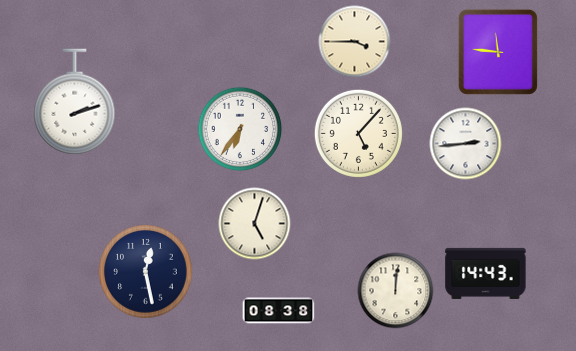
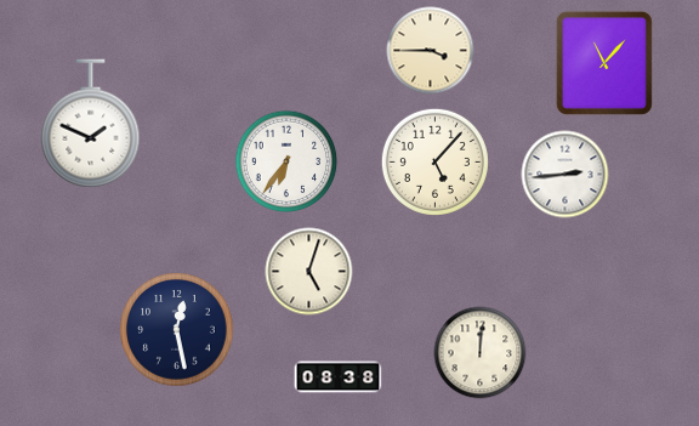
clock at (498, 52): 11:46 -> 11:07
clock at (75, 102): 2:12 -> 1:49
clock at (240, 129) position: (240, 129) -> (286, 161)
clock at (486, 273): 14:43 -> none
